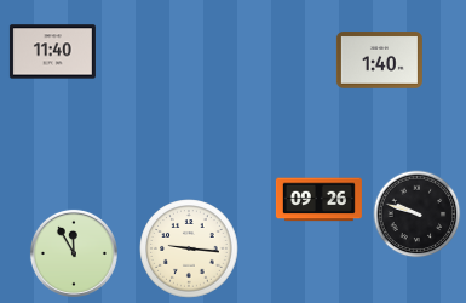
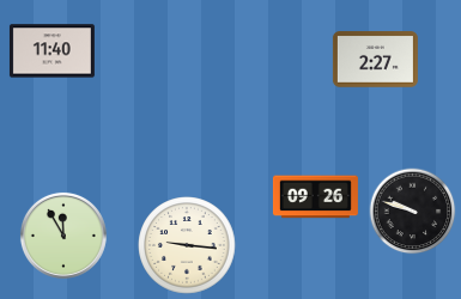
clock at (379, 61): 1:40 -> 2:27
clock at (74, 253) position: (74, 253) -> (63, 236)
